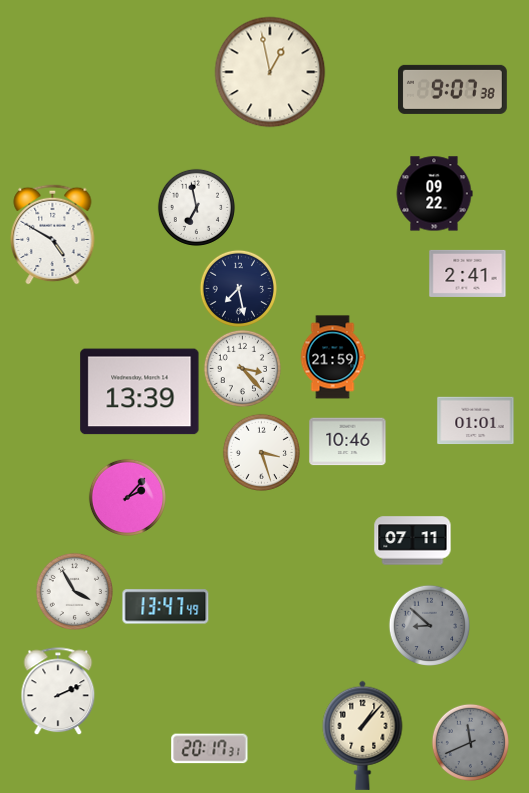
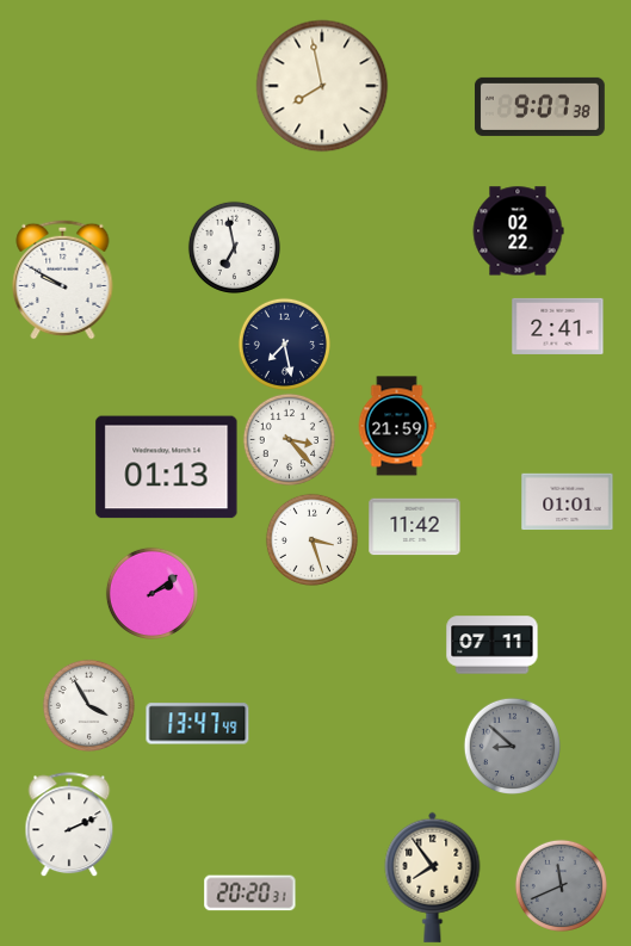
clock at (270, 72): 12:58 -> 7:58
clock at (434, 194): 09:22 -> 02:22
clock at (53, 234): 4:50 -> 9:50
clock at (140, 392): 13:39 -> 01:13
clock at (348, 442): 10:46 -> 11:42
clock at (127, 497): 2:07 -> 2:09
clock at (363, 735): 1:07 -> 7:54
clock at (210, 749): 20:17 -> 20:20
